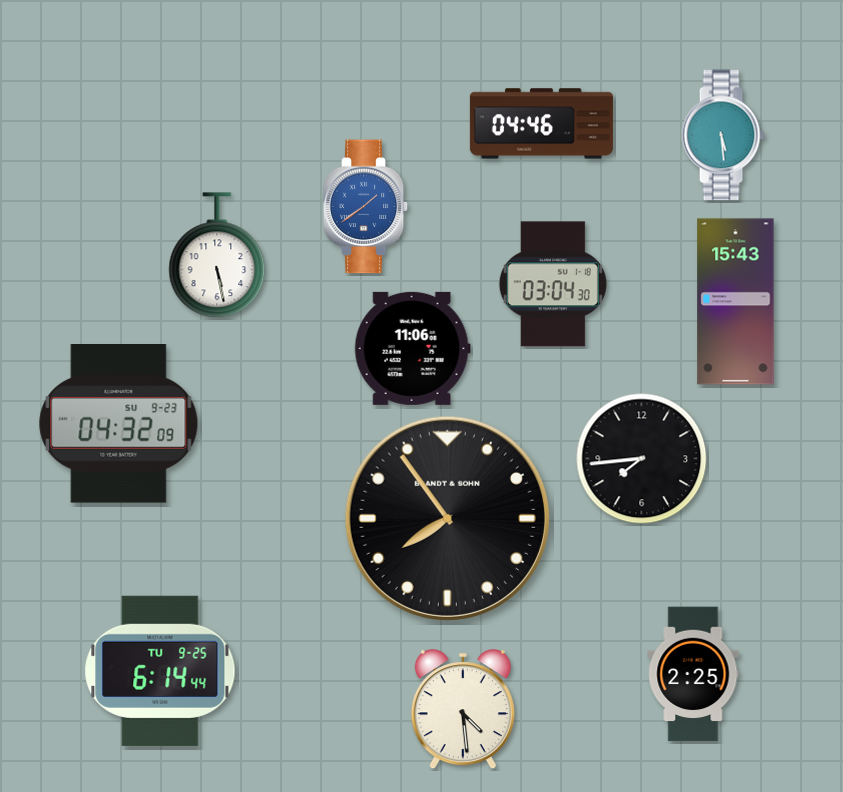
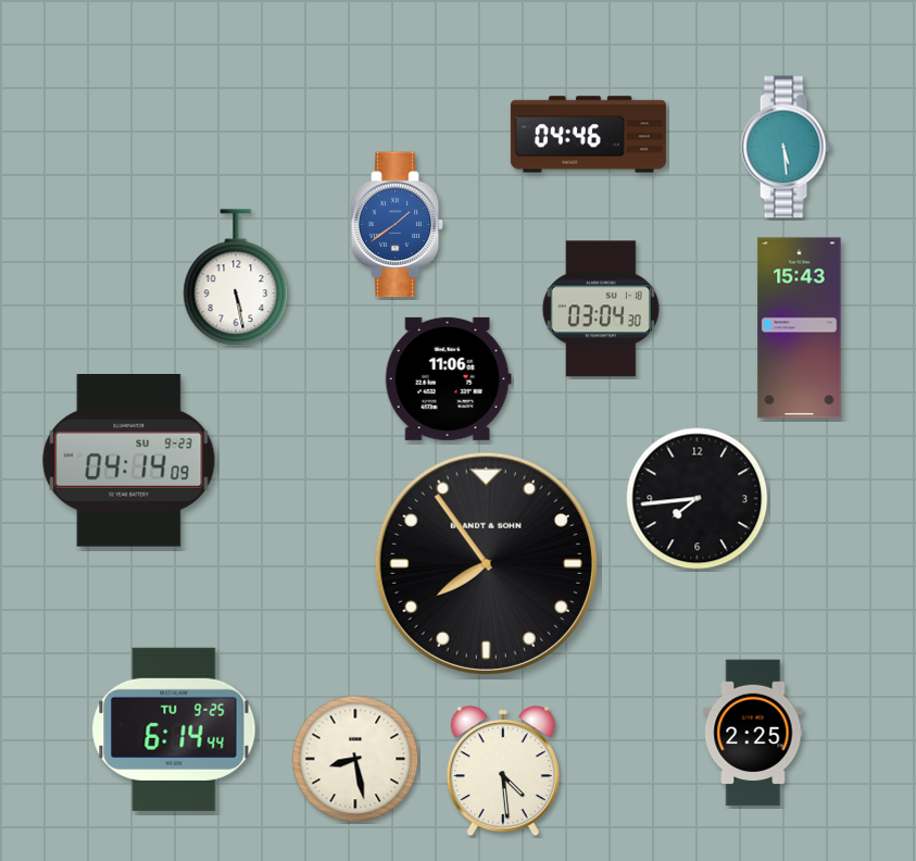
clock at (119, 424): 04:32 -> 04:14
clock at (355, 759): none -> 8:28
